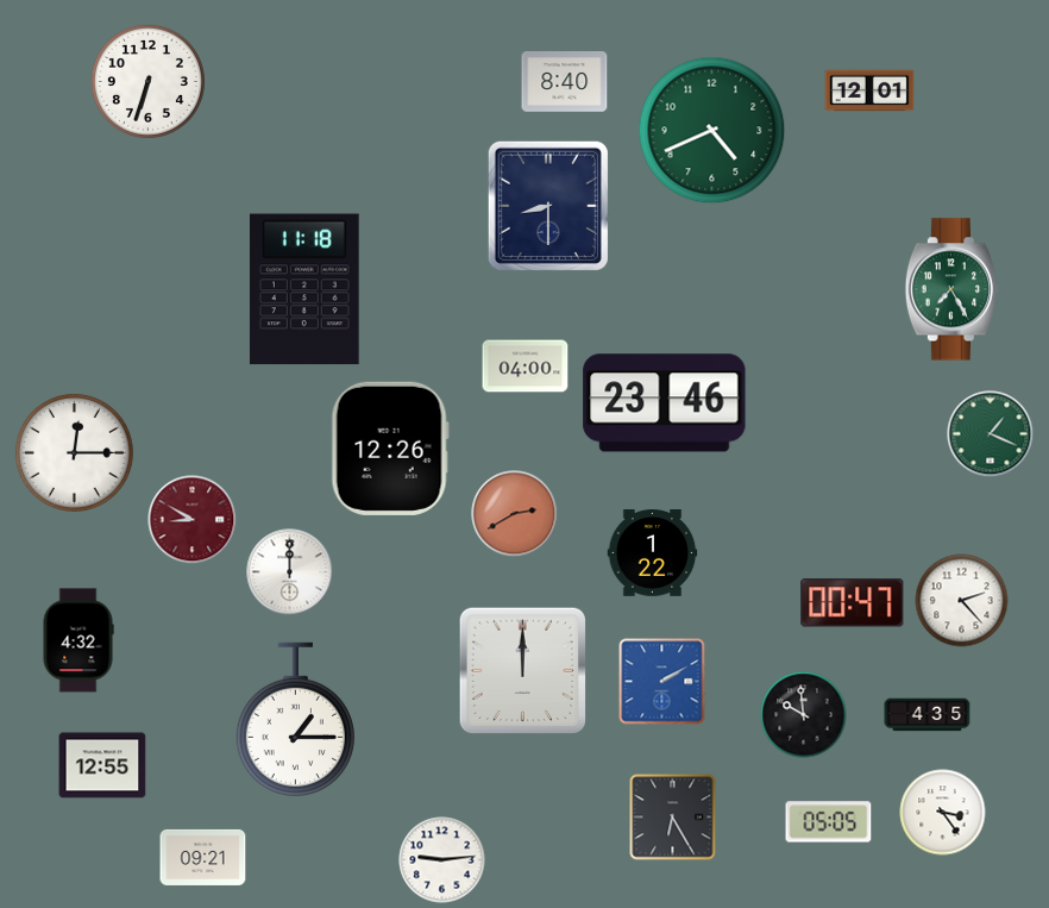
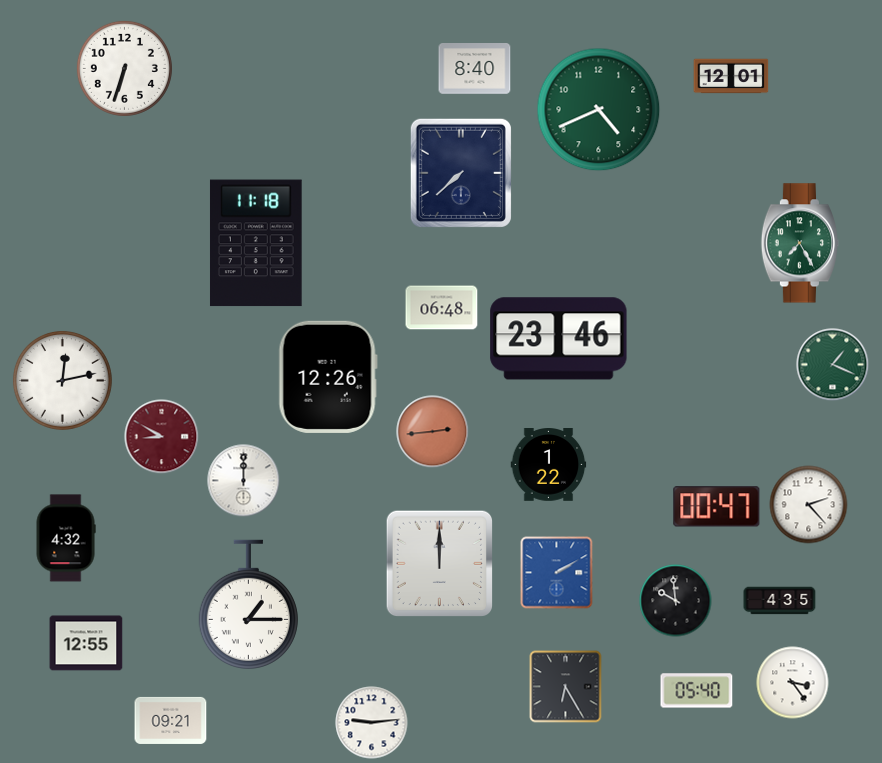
clock at (548, 206): 8:30 -> 7:38
clock at (526, 367): 04:00 -> 06:48
clock at (74, 452): 12:15 -> 12:13
clock at (515, 514): 2:40 -> 2:44
clock at (829, 822): 05:05 -> 05:40
